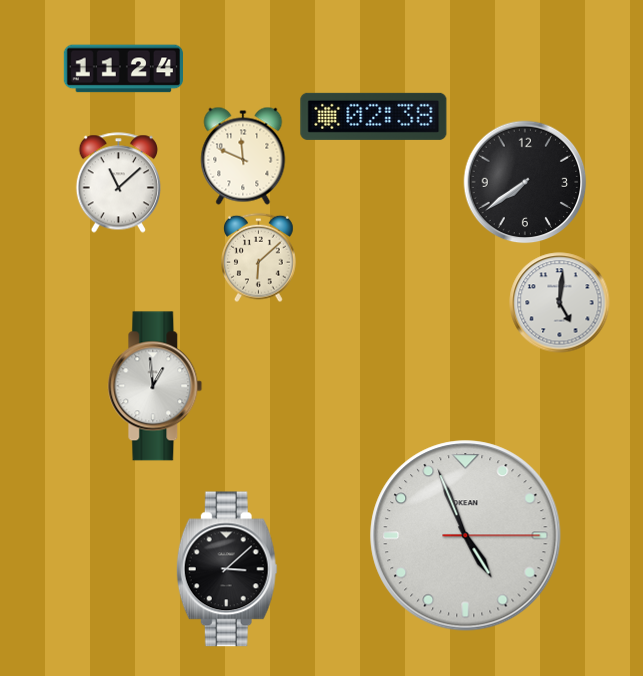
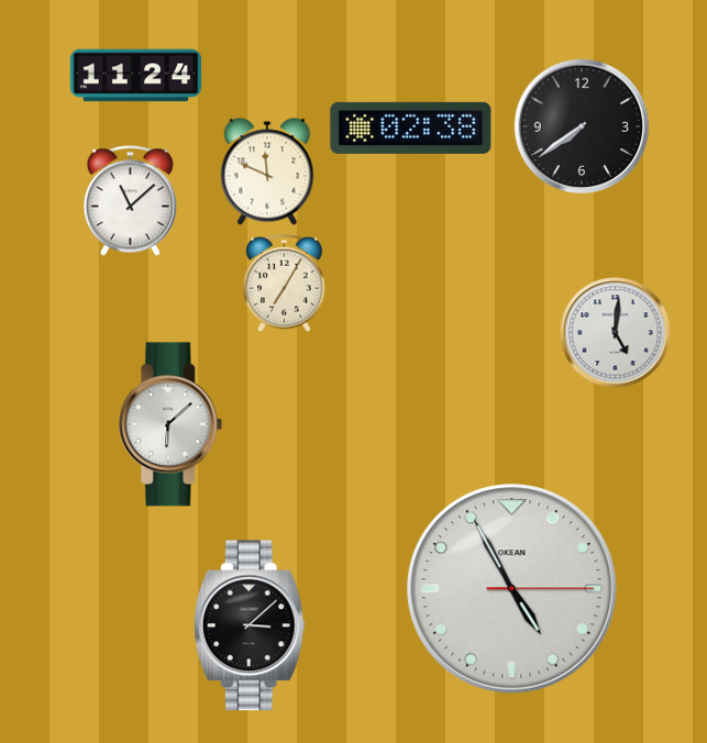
clock at (525, 182) position: (525, 182) -> (582, 126)
clock at (259, 257): 6:08 -> 7:05
clock at (155, 386): 12:59 -> 6:08
clock at (466, 536): 4:56 -> 4:55
